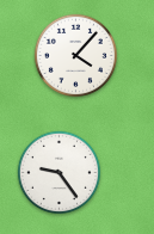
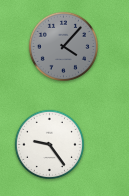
clock at (75, 55) dial: white -> grey
